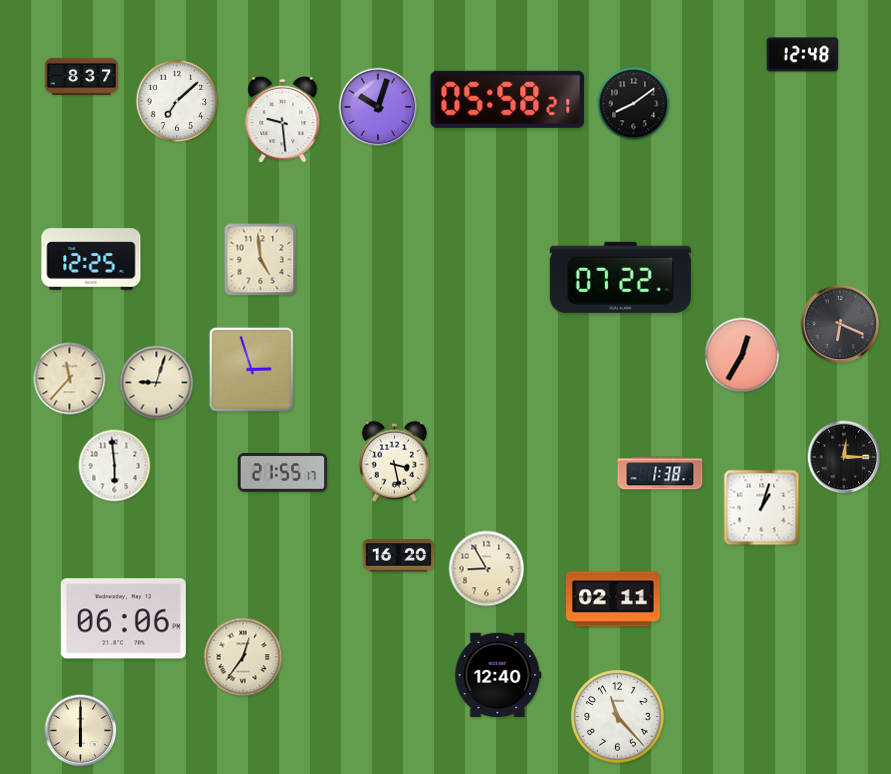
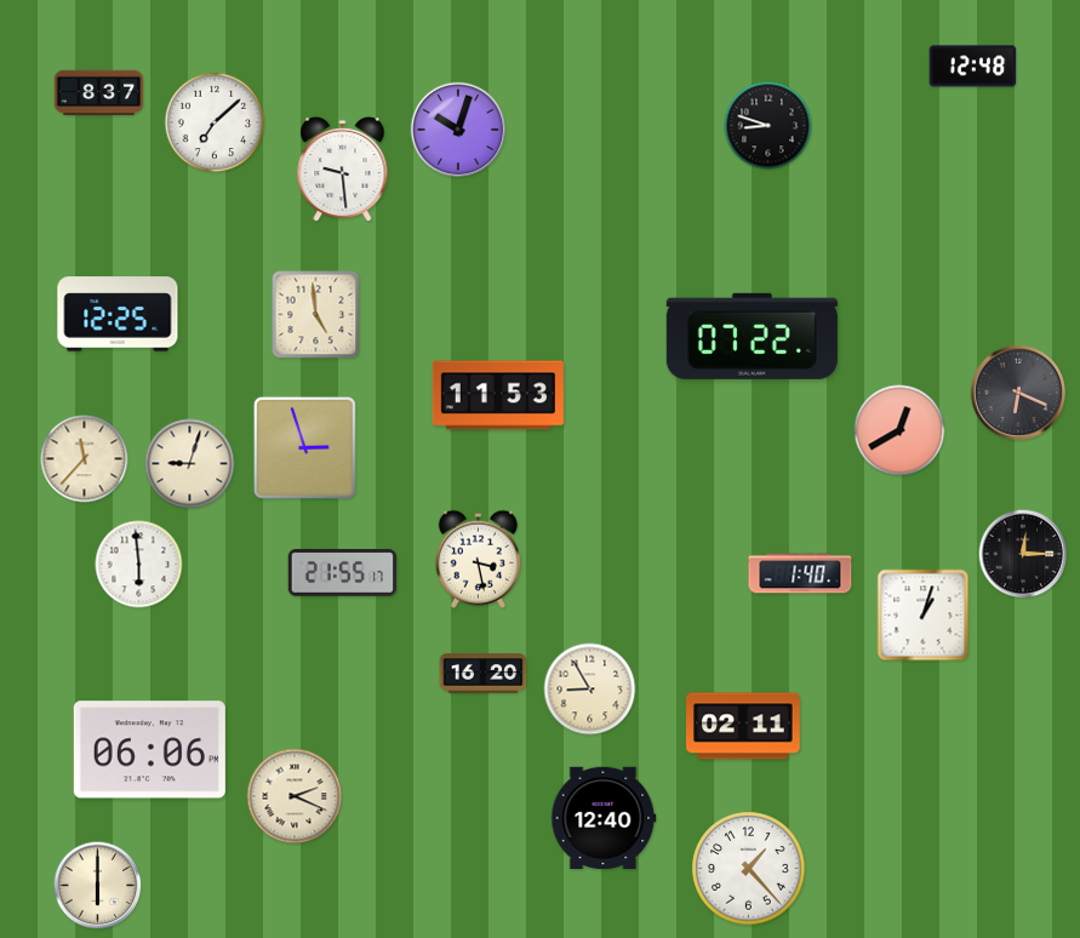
clock at (508, 99): 05:58 -> none
clock at (634, 104): 8:09 -> 8:48
clock at (283, 120) position: (283, 120) -> (343, 170)
clock at (91, 259) position: (91, 259) -> (118, 314)
clock at (498, 395): none -> 11:53
clock at (742, 355): 12:35 -> 12:40
clock at (660, 473): 1:38 -> 1:40
clock at (243, 657): 12:36 -> 2:19
clock at (618, 717): 11:23 -> 1:23
